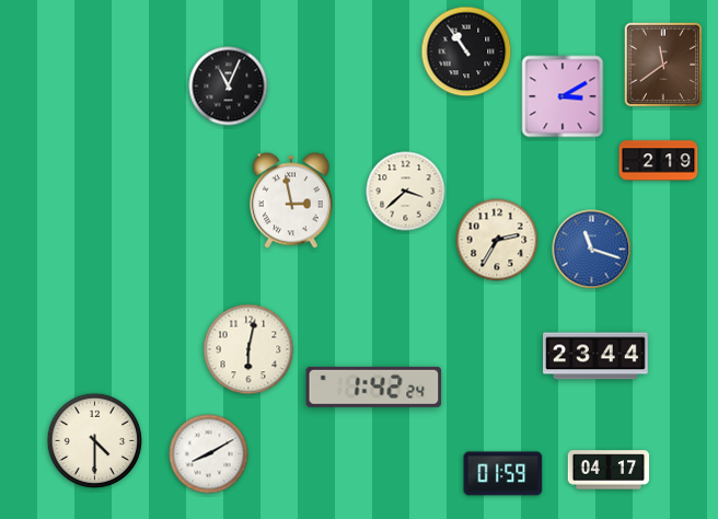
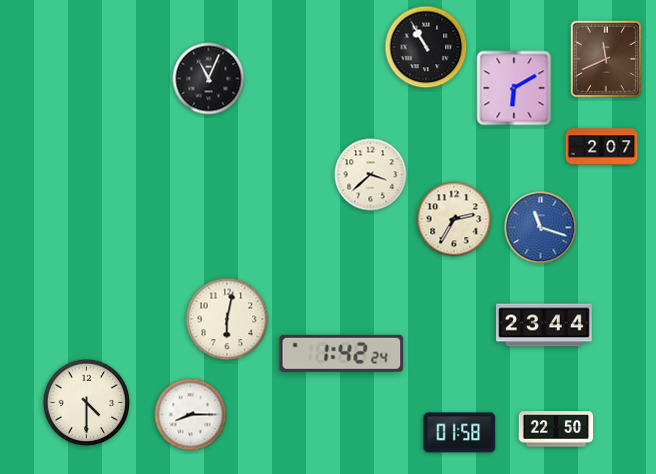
clock at (466, 51): 10:54 -> 10:55
clock at (663, 65): 11:39 -> 11:41
clock at (563, 96): 3:10 -> 6:10
clock at (659, 161): 2:19 -> 2:07
clock at (292, 200): 2:58 -> none
clock at (209, 454): 8:10 -> 8:15
clock at (609, 470): 04:17 -> 22:50
clock at (503, 474): 01:59 -> 01:58
